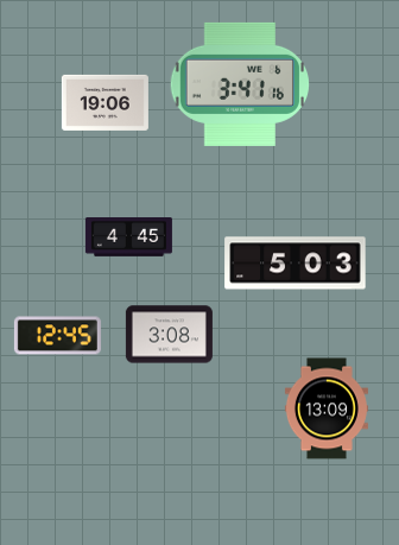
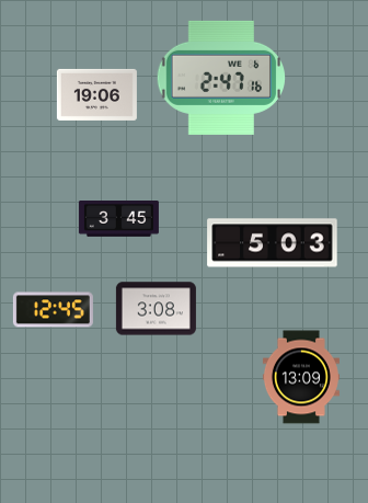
clock at (239, 84): 3:41 -> 2:47
clock at (128, 237): 4:45 -> 3:45
